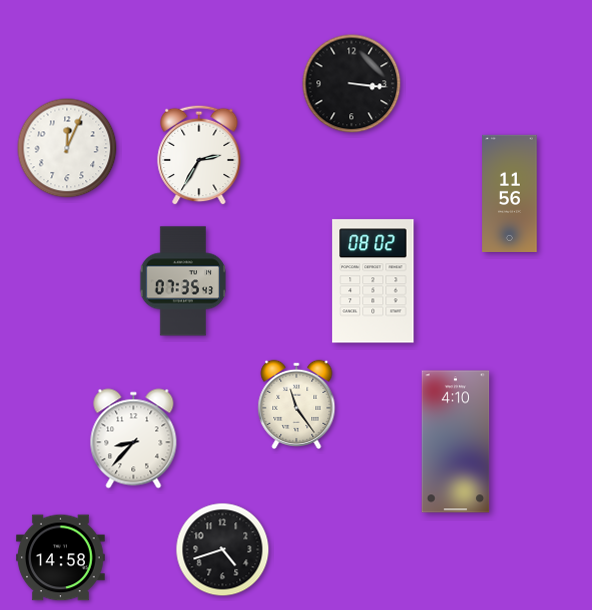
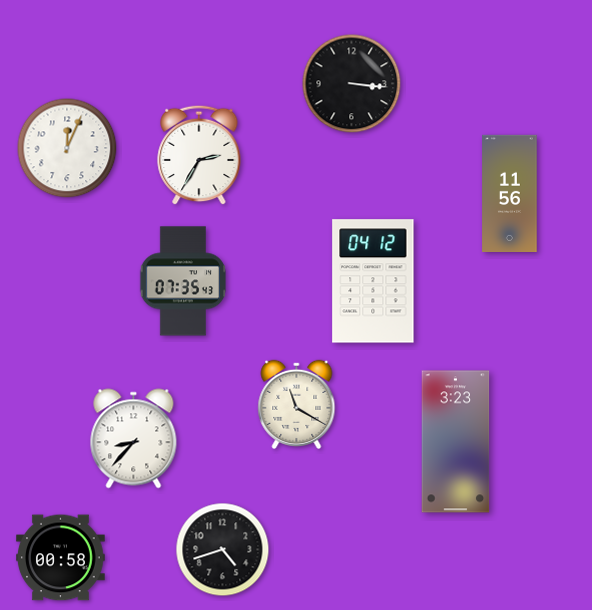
clock at (373, 281): 08:02 -> 04:12
clock at (297, 404): 11:24 -> 11:20
clock at (456, 442): 4:10 -> 3:23
clock at (61, 558): 14:58 -> 00:58
